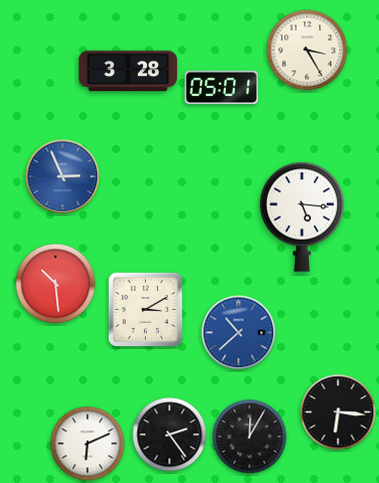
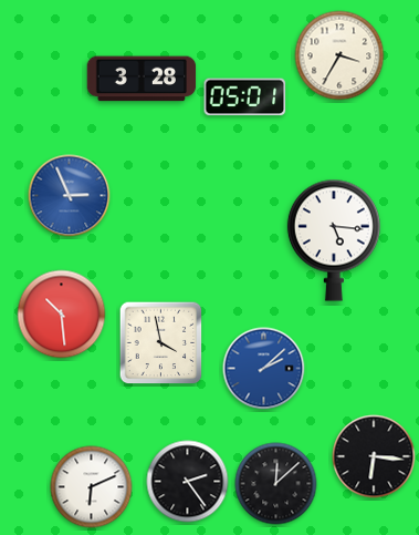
clock at (307, 50): 3:25 -> 3:35
clock at (146, 310): 3:10 -> 3:58
clock at (239, 333): 10:38 -> 2:08
clock at (250, 437): 12:05 -> 12:08
clock at (88, 444) position: (88, 444) -> (92, 487)
